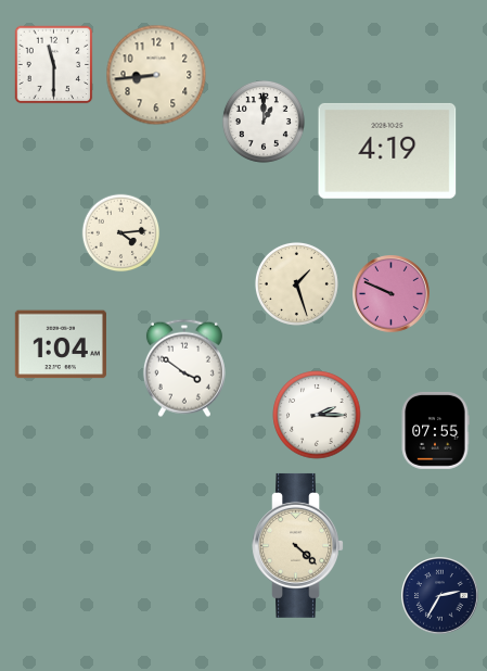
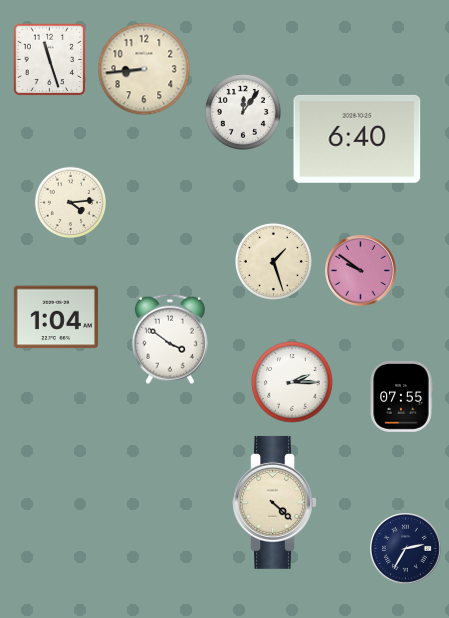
clock at (54, 65): 11:30 -> 11:27
clock at (264, 122): 1:00 -> 12:06
clock at (387, 151): 4:19 -> 6:40
clock at (121, 233) position: (121, 233) -> (71, 203)
clock at (392, 294): 9:49 -> 9:51
